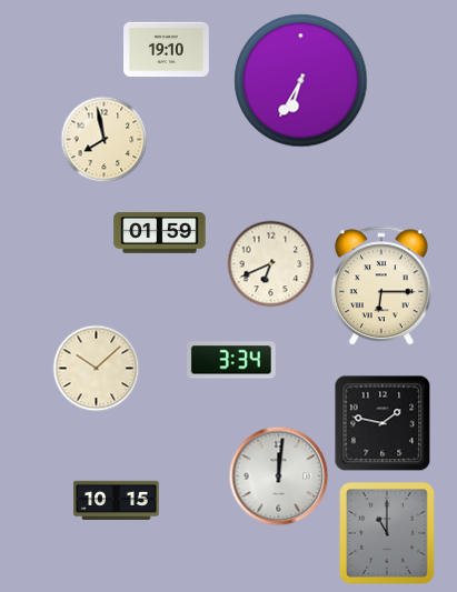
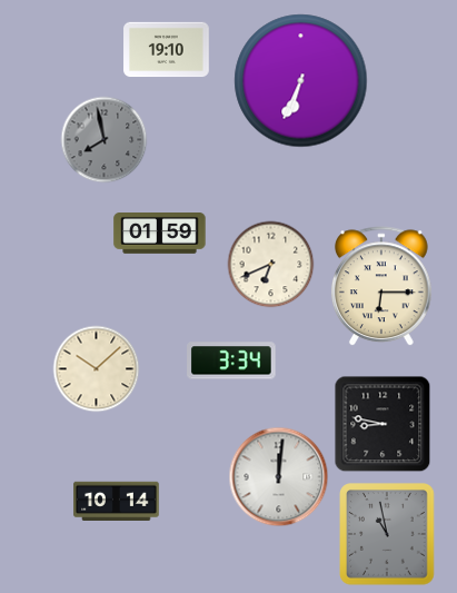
clock at (301, 81): 6:35 -> 6:34
clock at (103, 139) dial: cream -> grey
clock at (383, 423): 1:47 -> 8:47
clock at (117, 500): 10:15 -> 10:14
clock at (388, 533): 11:00 -> 10:58
